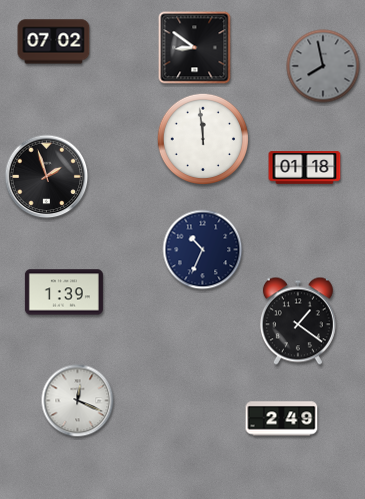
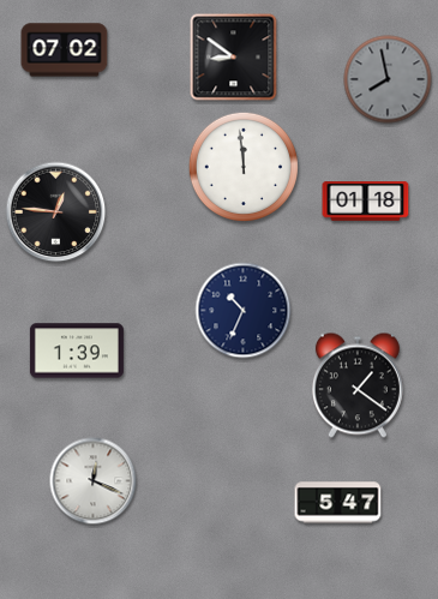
clock at (47, 177): 1:57 -> 12:46
clock at (203, 250) position: (203, 250) -> (244, 311)
clock at (282, 419): 2:49 -> 5:47
